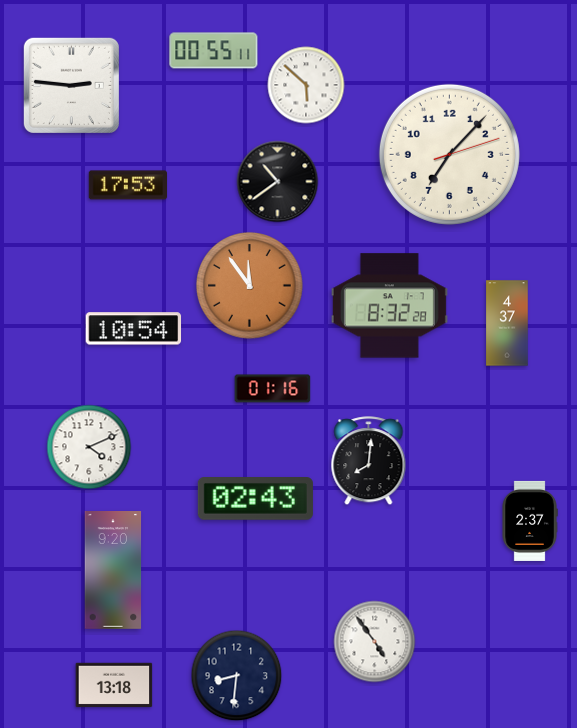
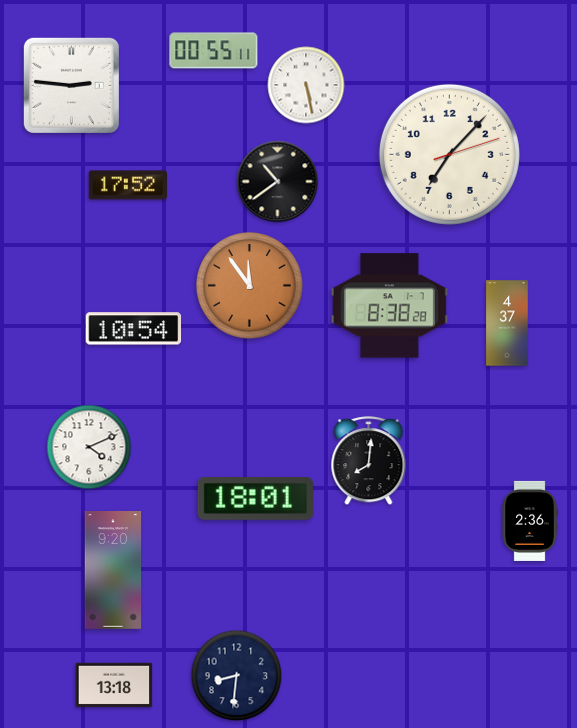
clock at (306, 85): 5:52 -> 5:28
clock at (128, 185): 17:53 -> 17:52
clock at (389, 306): 8:32 -> 8:38
clock at (273, 389): 01:16 -> none
clock at (255, 499): 02:43 -> 18:01
clock at (530, 521): 2:37 -> 2:36
clock at (375, 642): 4:54 -> none
